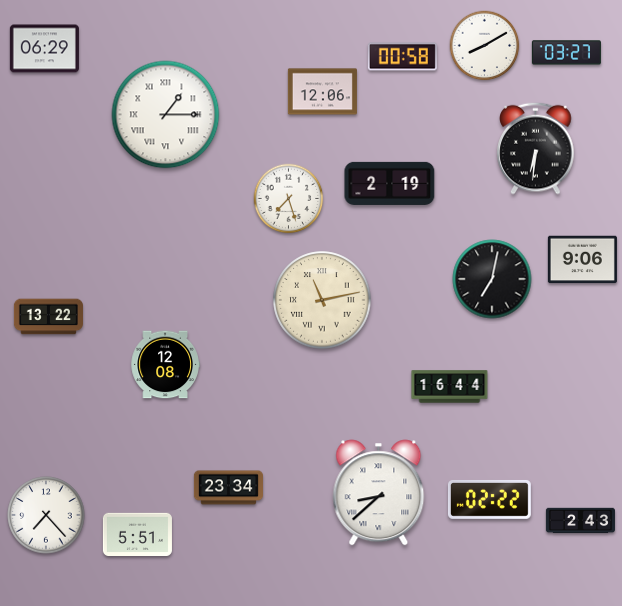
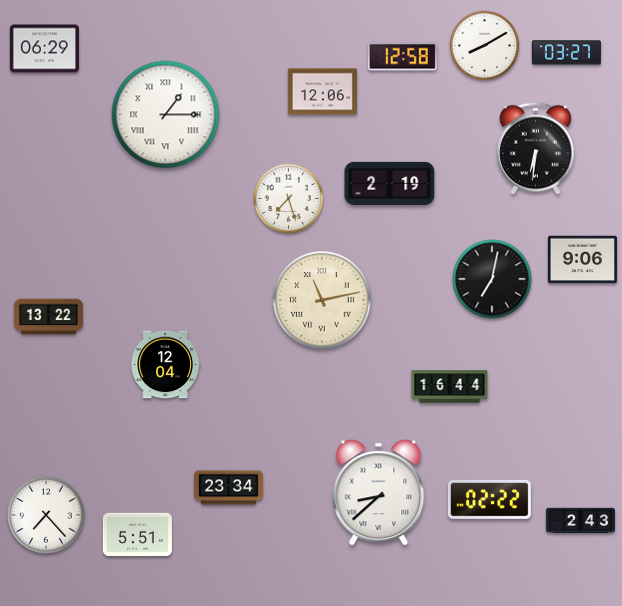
clock at (402, 57): 00:58 -> 12:58
clock at (165, 365): 12:08 -> 12:04
